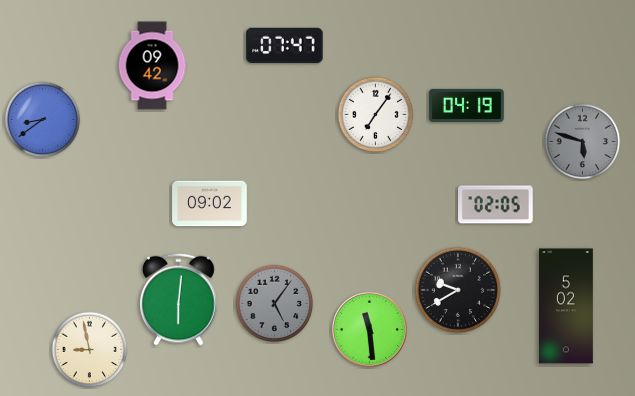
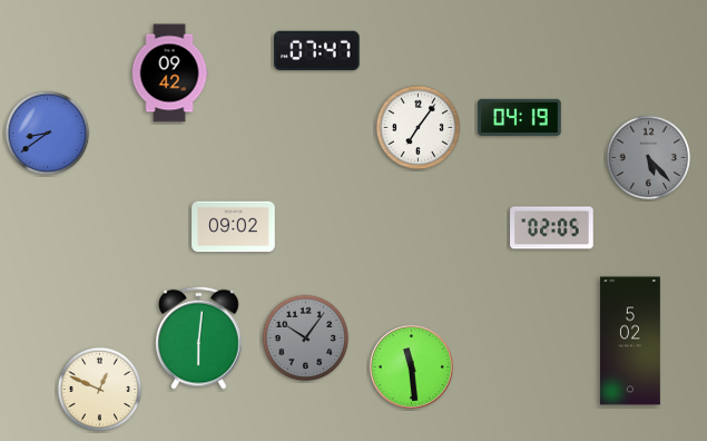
clock at (583, 142): 5:48 -> 5:23
clock at (458, 290): 9:40 -> none
clock at (179, 299) position: (179, 299) -> (199, 337)
clock at (275, 304): 5:06 -> 10:06
clock at (90, 350): 8:58 -> 12:49
